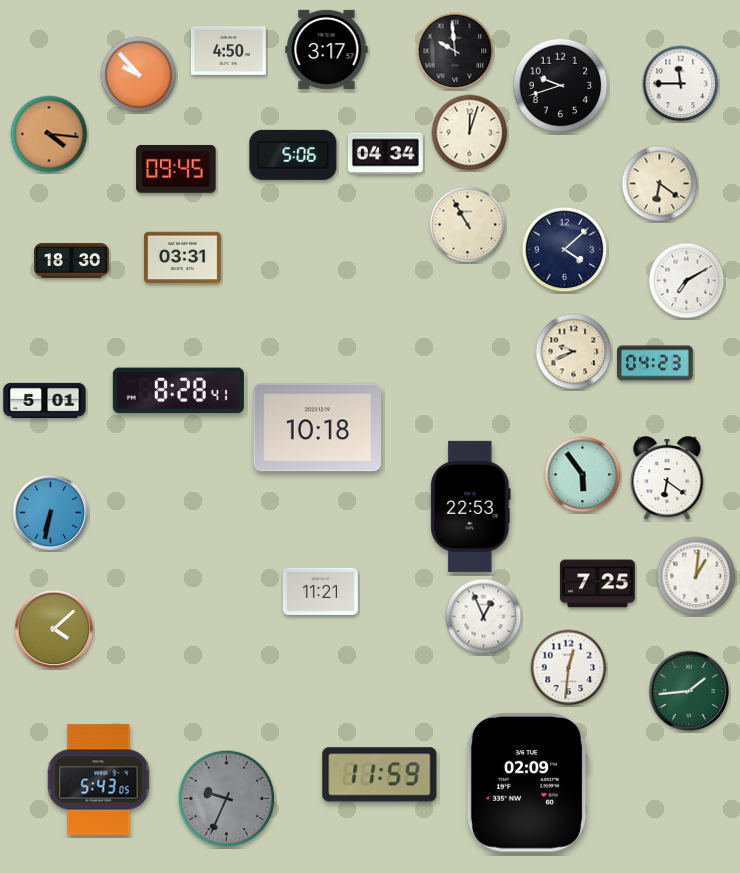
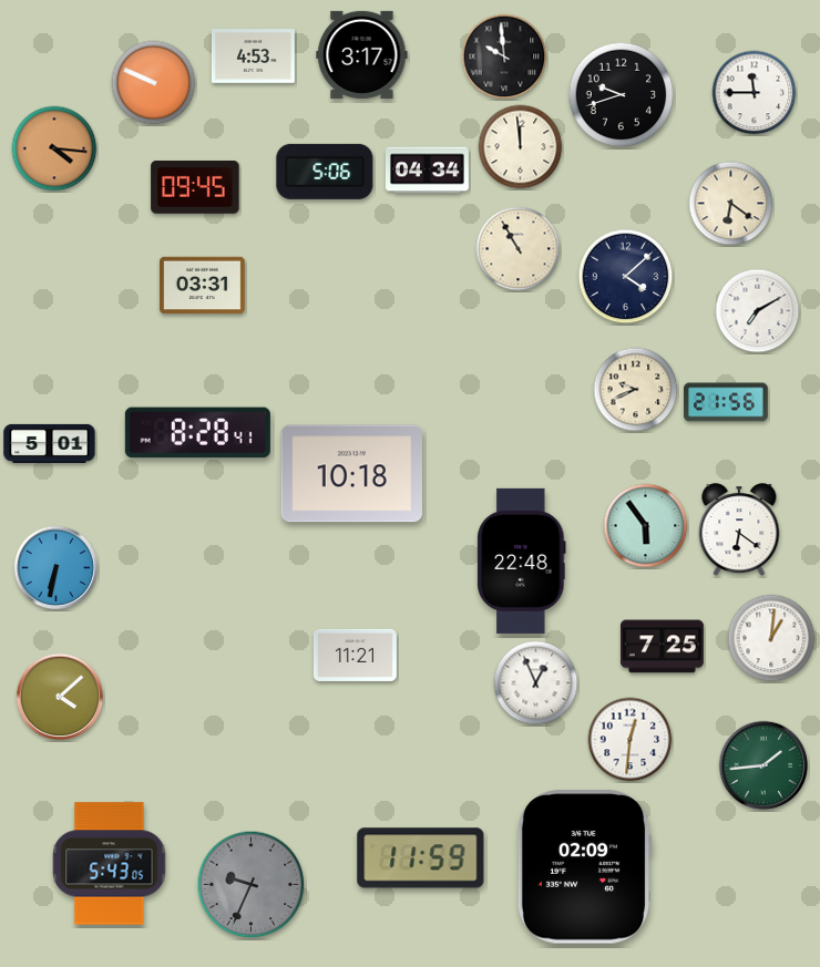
clock at (228, 51): 4:50 -> 4:53
clock at (139, 75): 9:53 -> 9:49
clock at (470, 133): 12:03 -> 11:59
clock at (71, 261): 18:30 -> none
clock at (687, 281) position: (687, 281) -> (758, 311)
clock at (656, 363): 04:23 -> 21:56
clock at (471, 506): 22:53 -> 22:48
